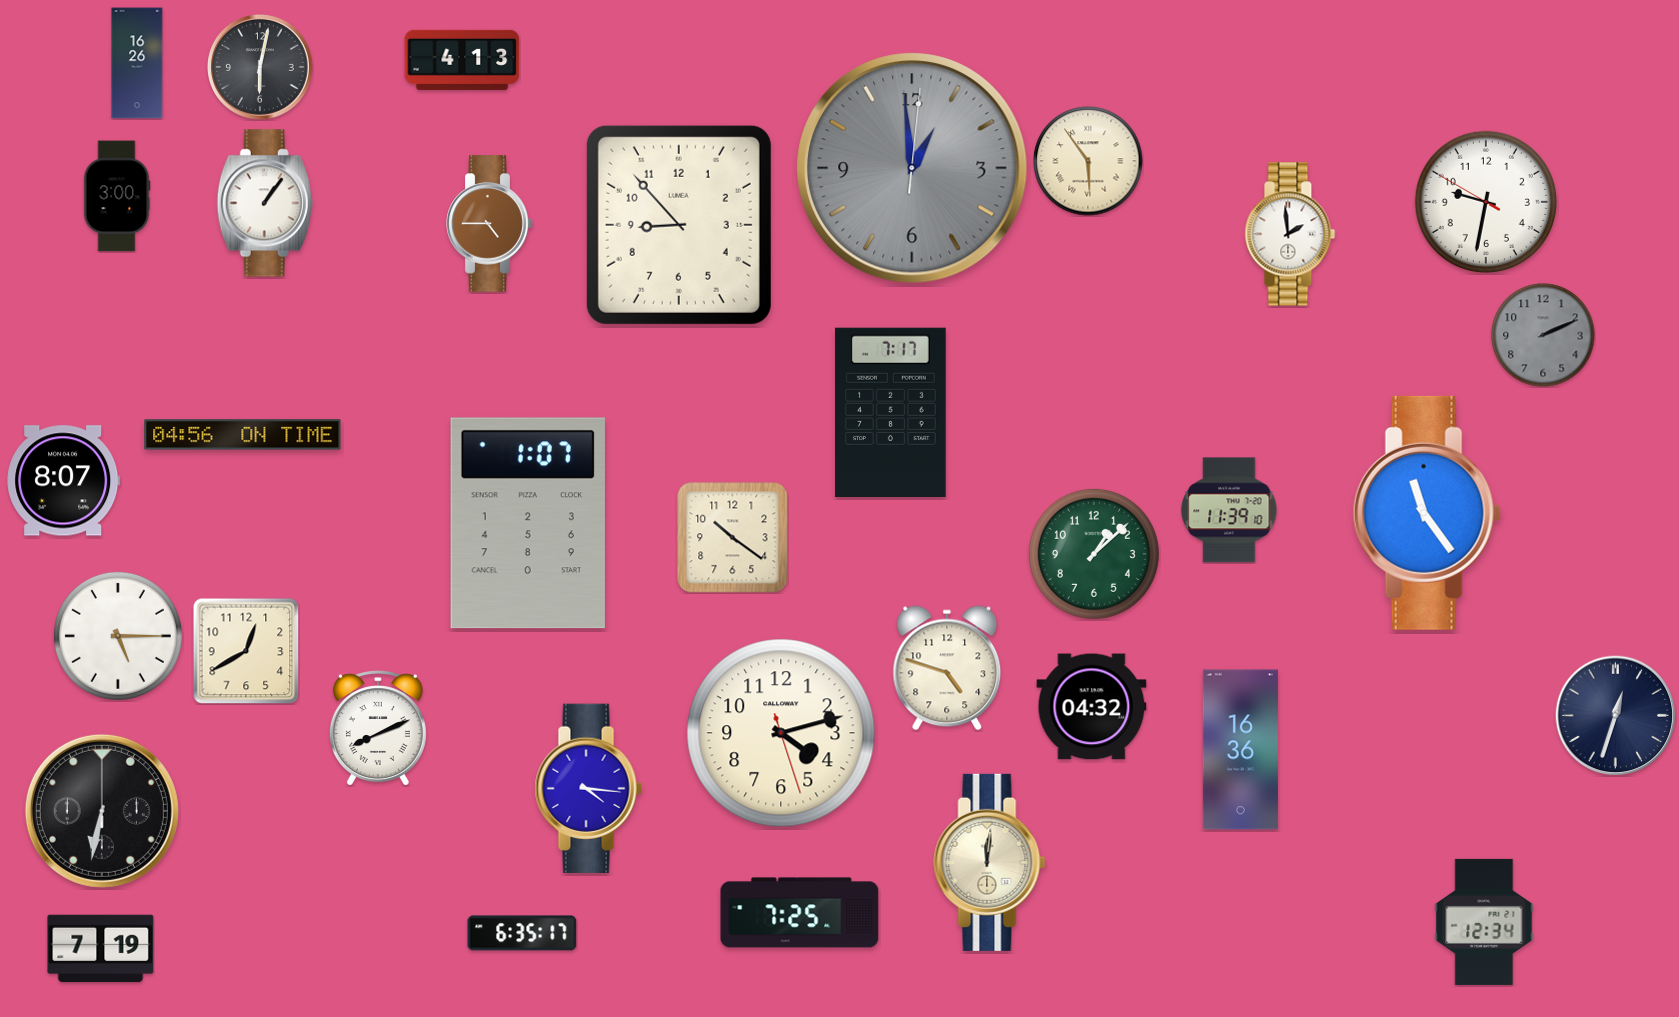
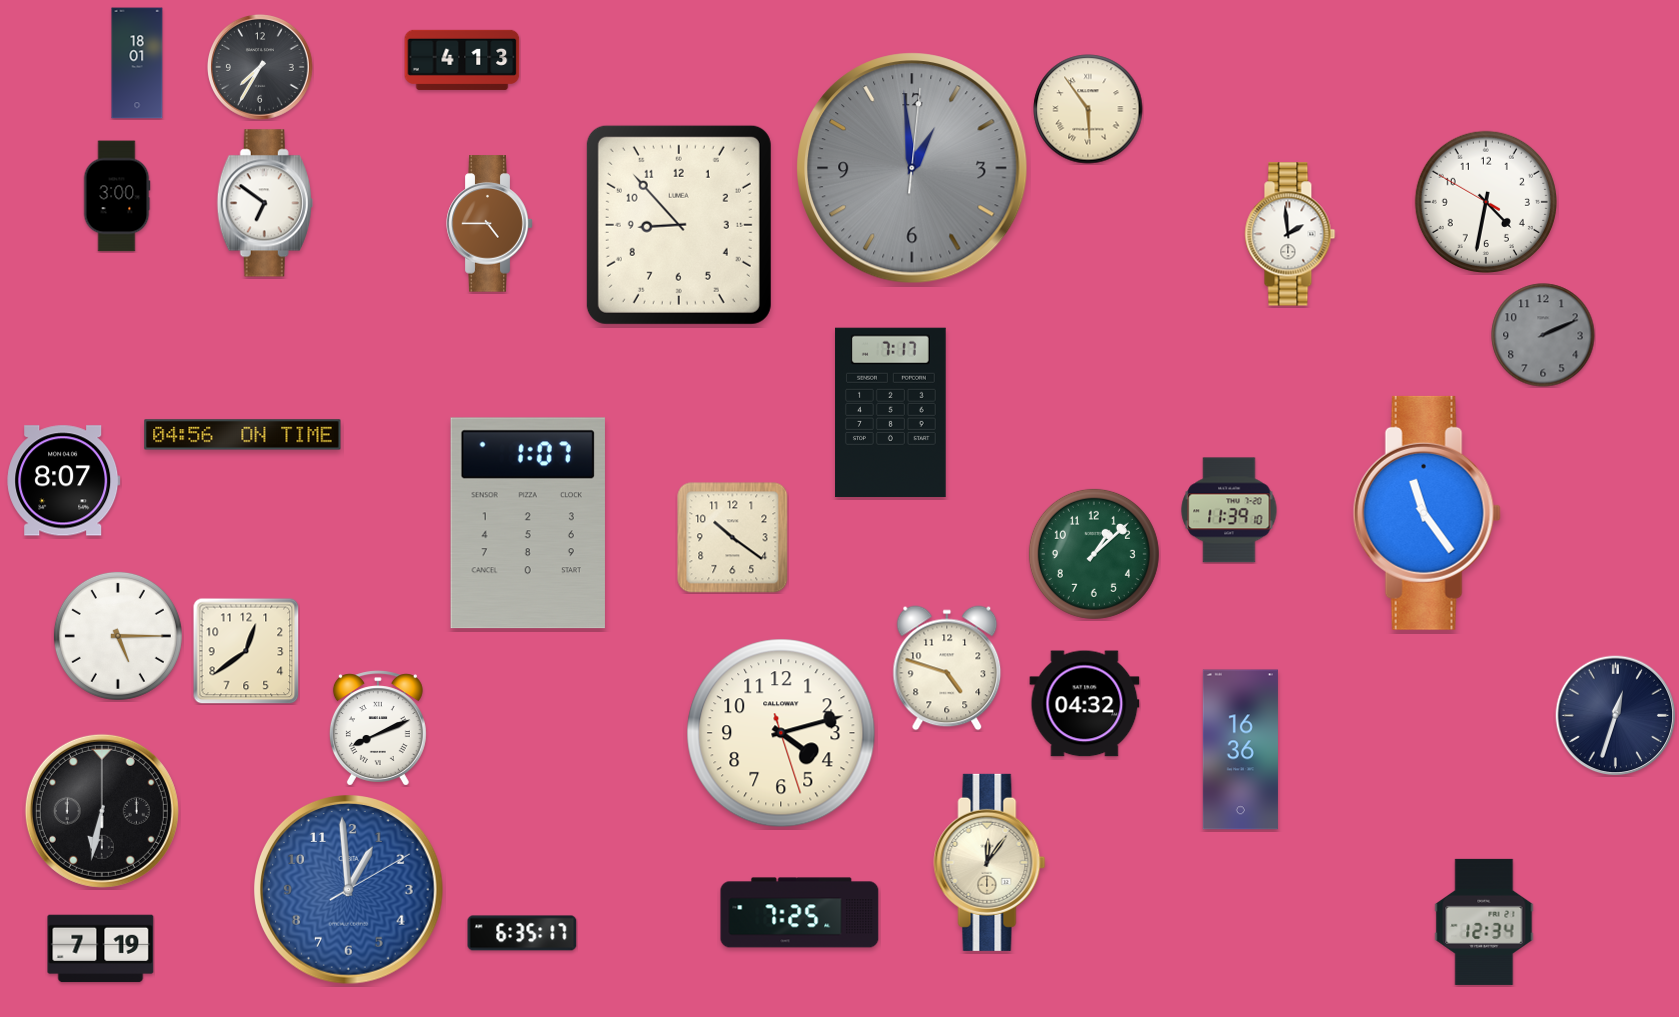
clock at (137, 63): 16:26 -> 18:01
clock at (261, 68): 6:02 -> 7:35
clock at (1088, 161) position: (1088, 161) -> (1088, 109)
clock at (1486, 202): 9:31 -> 4:31
clock at (265, 203): 1:06 -> 6:51
clock at (246, 651): 12:40 -> 12:39
clock at (1092, 707) position: (1092, 707) -> (1085, 704)
clock at (588, 788): 4:16 -> none
clock at (990, 862): 12:01 -> 12:06
clock at (349, 890): none -> 12:59
